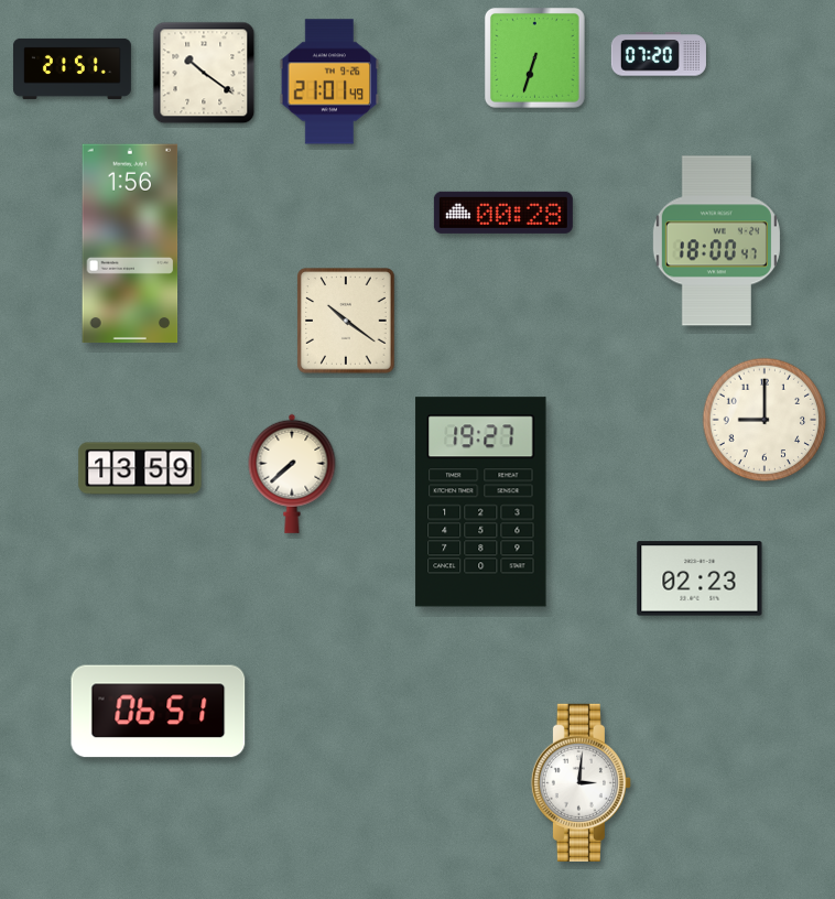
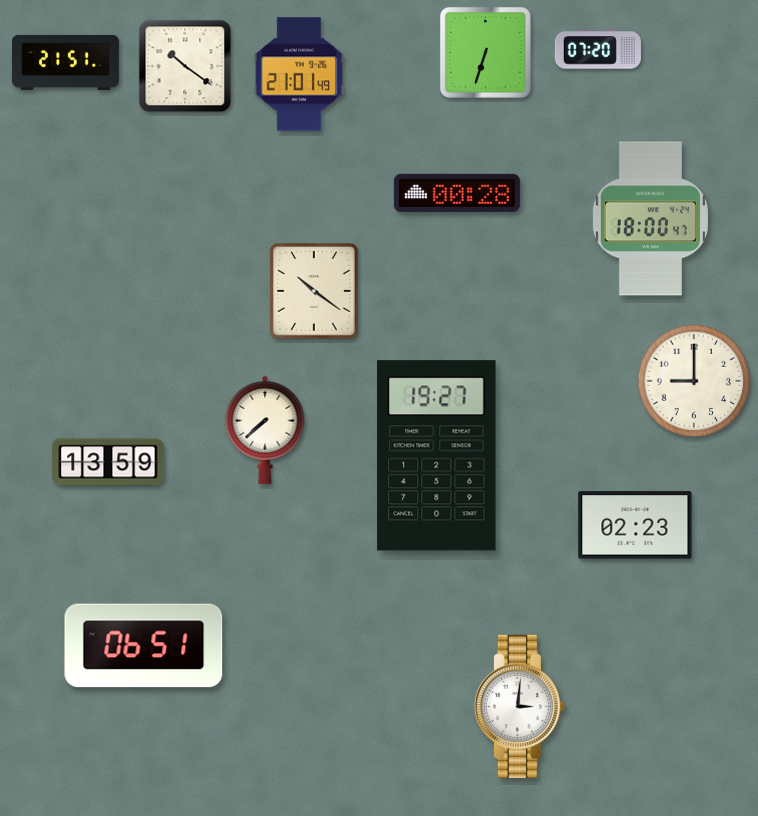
clock at (130, 243): 1:56 -> none
clock at (140, 468) position: (140, 468) -> (108, 462)
clock at (581, 782) position: (581, 782) -> (519, 706)
